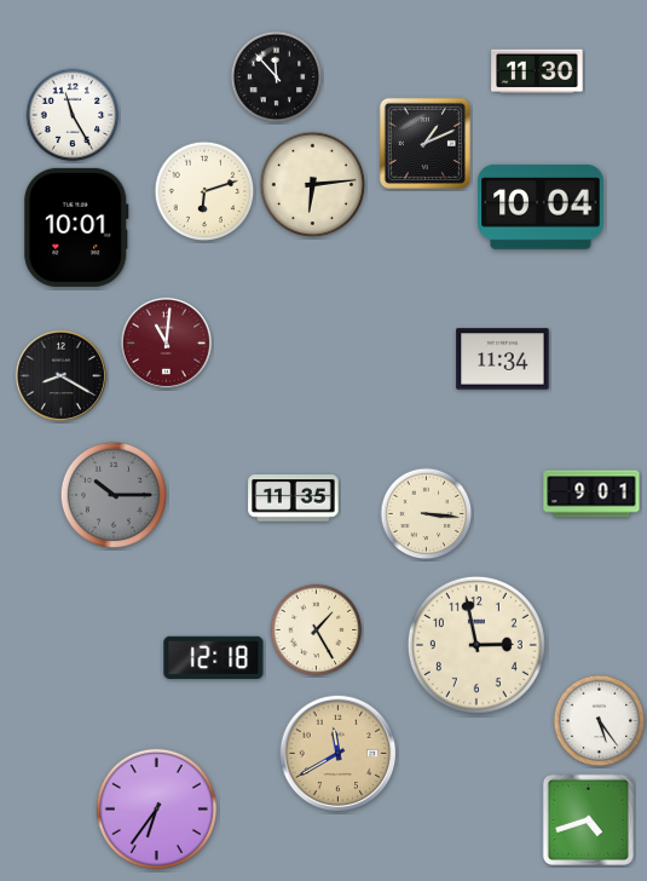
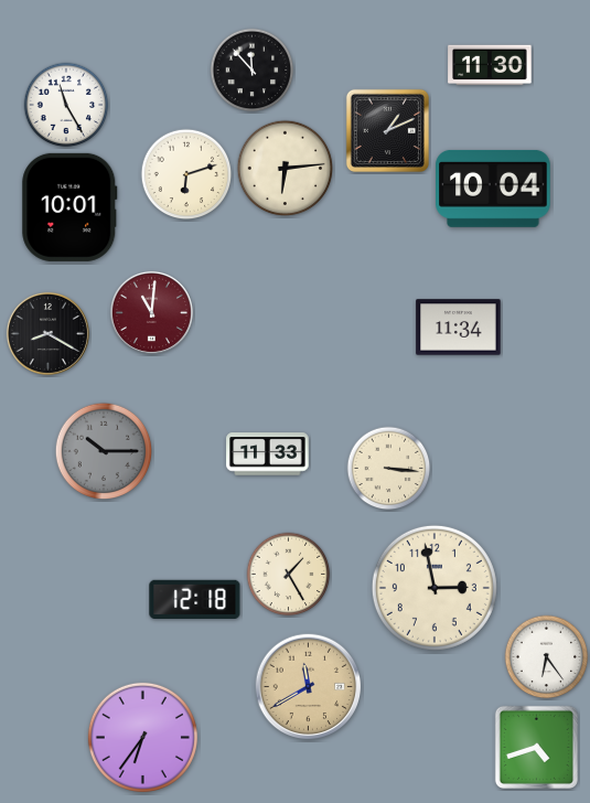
clock at (60, 375) position: (60, 375) -> (47, 333)
clock at (591, 494): 9:01 -> none
clock at (294, 499): 11:35 -> 11:33
clock at (600, 721): 5:24 -> 6:24
